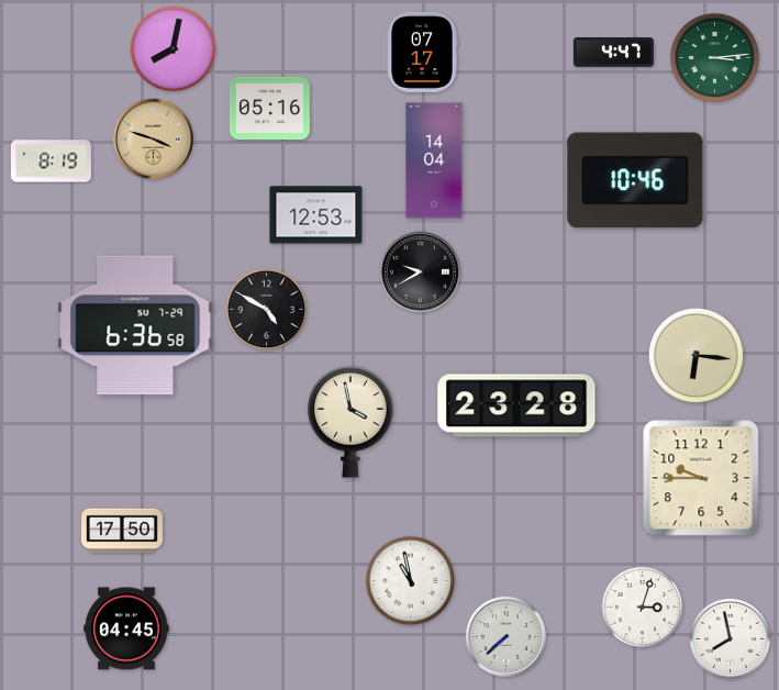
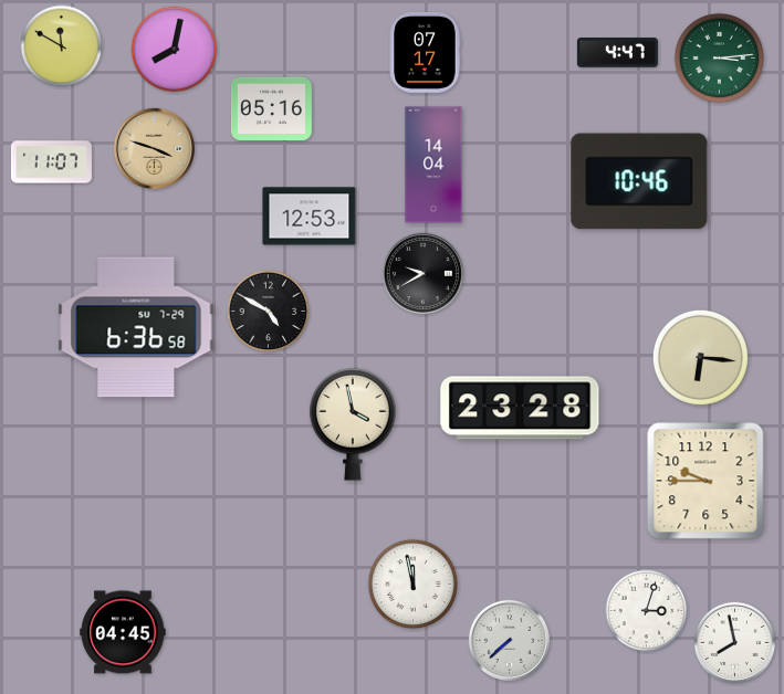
clock at (62, 46): none -> 11:50
clock at (153, 138) position: (153, 138) -> (154, 148)
clock at (434, 160) position: (434, 160) -> (433, 165)
clock at (51, 162): 8:19 -> 11:07
clock at (316, 215) position: (316, 215) -> (310, 217)
clock at (123, 531): 17:50 -> none
clock at (411, 581): 10:58 -> 11:58
clock at (126, 628) position: (126, 628) -> (123, 632)
